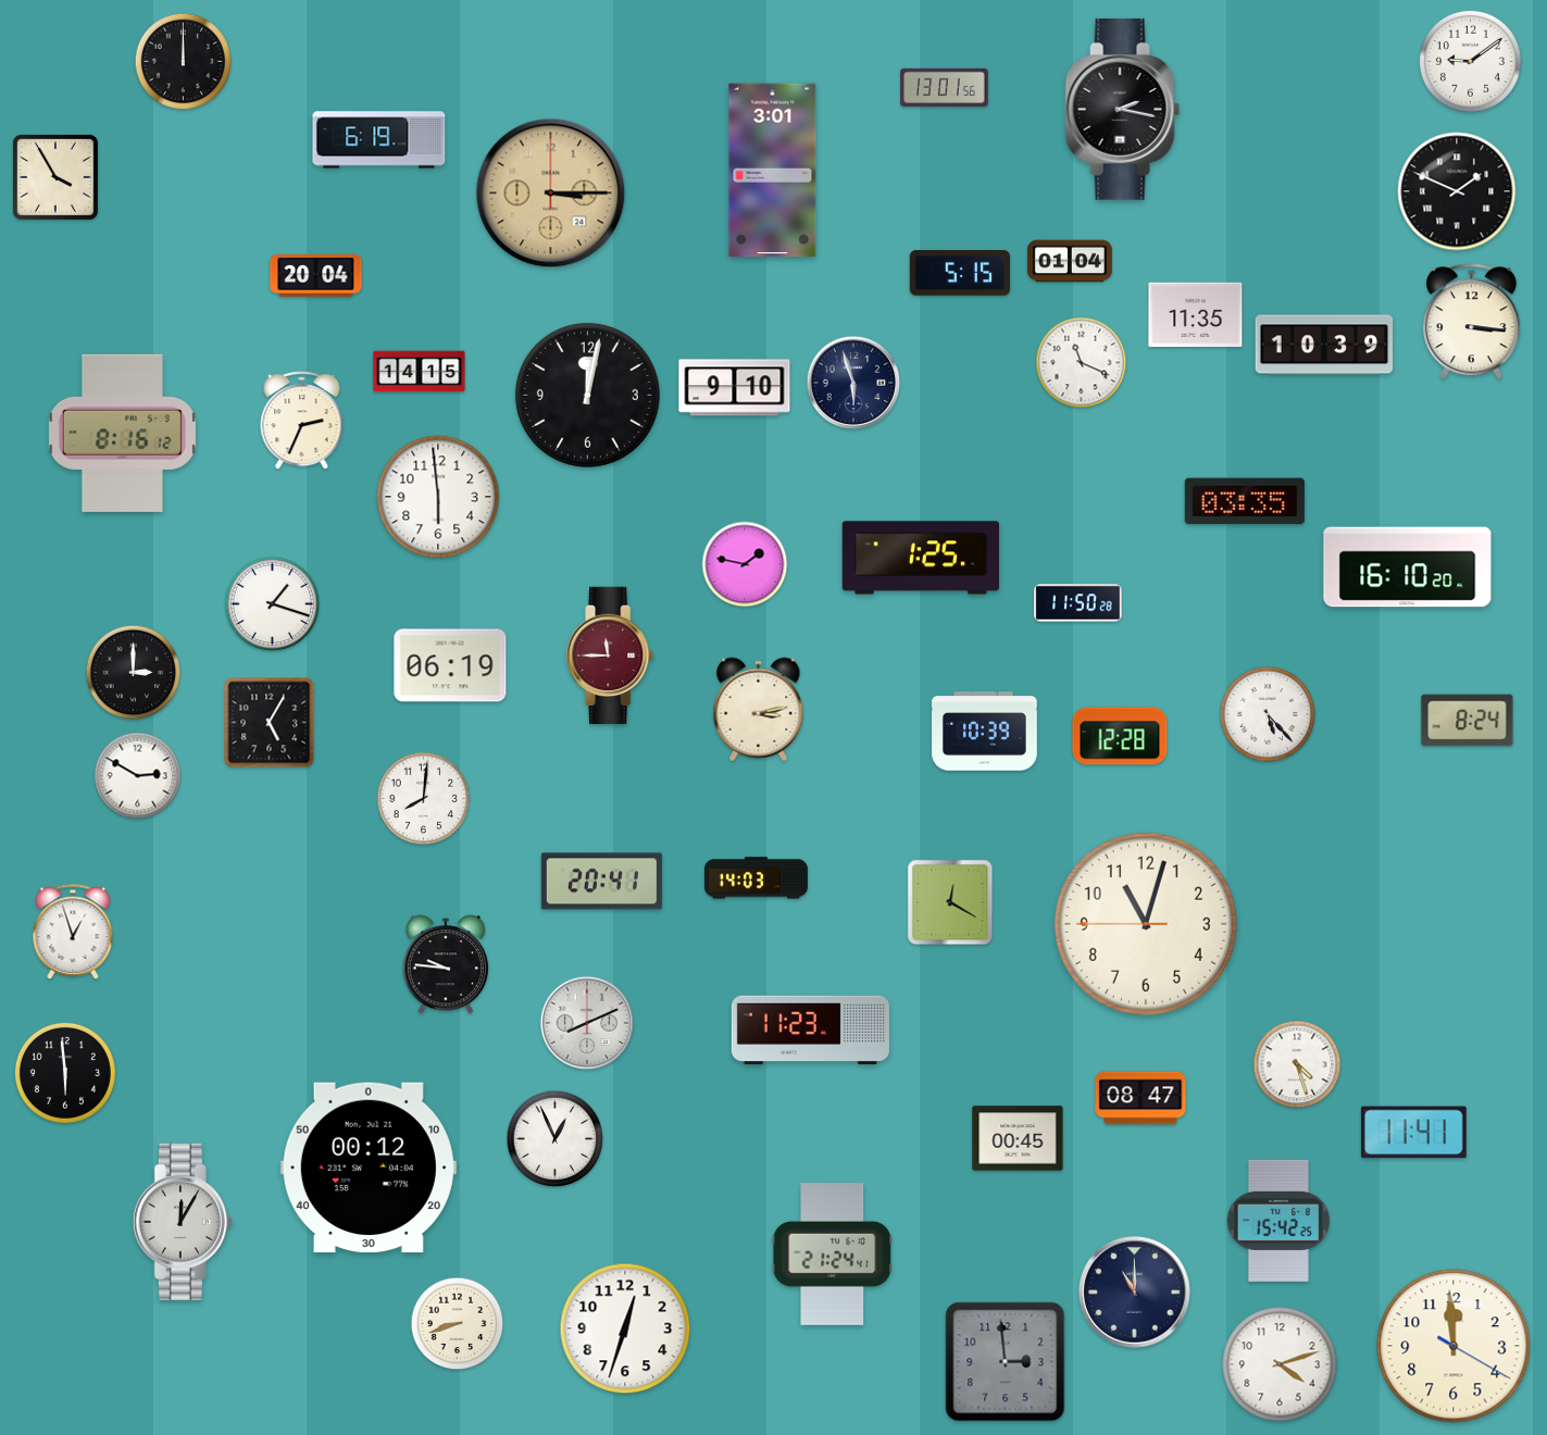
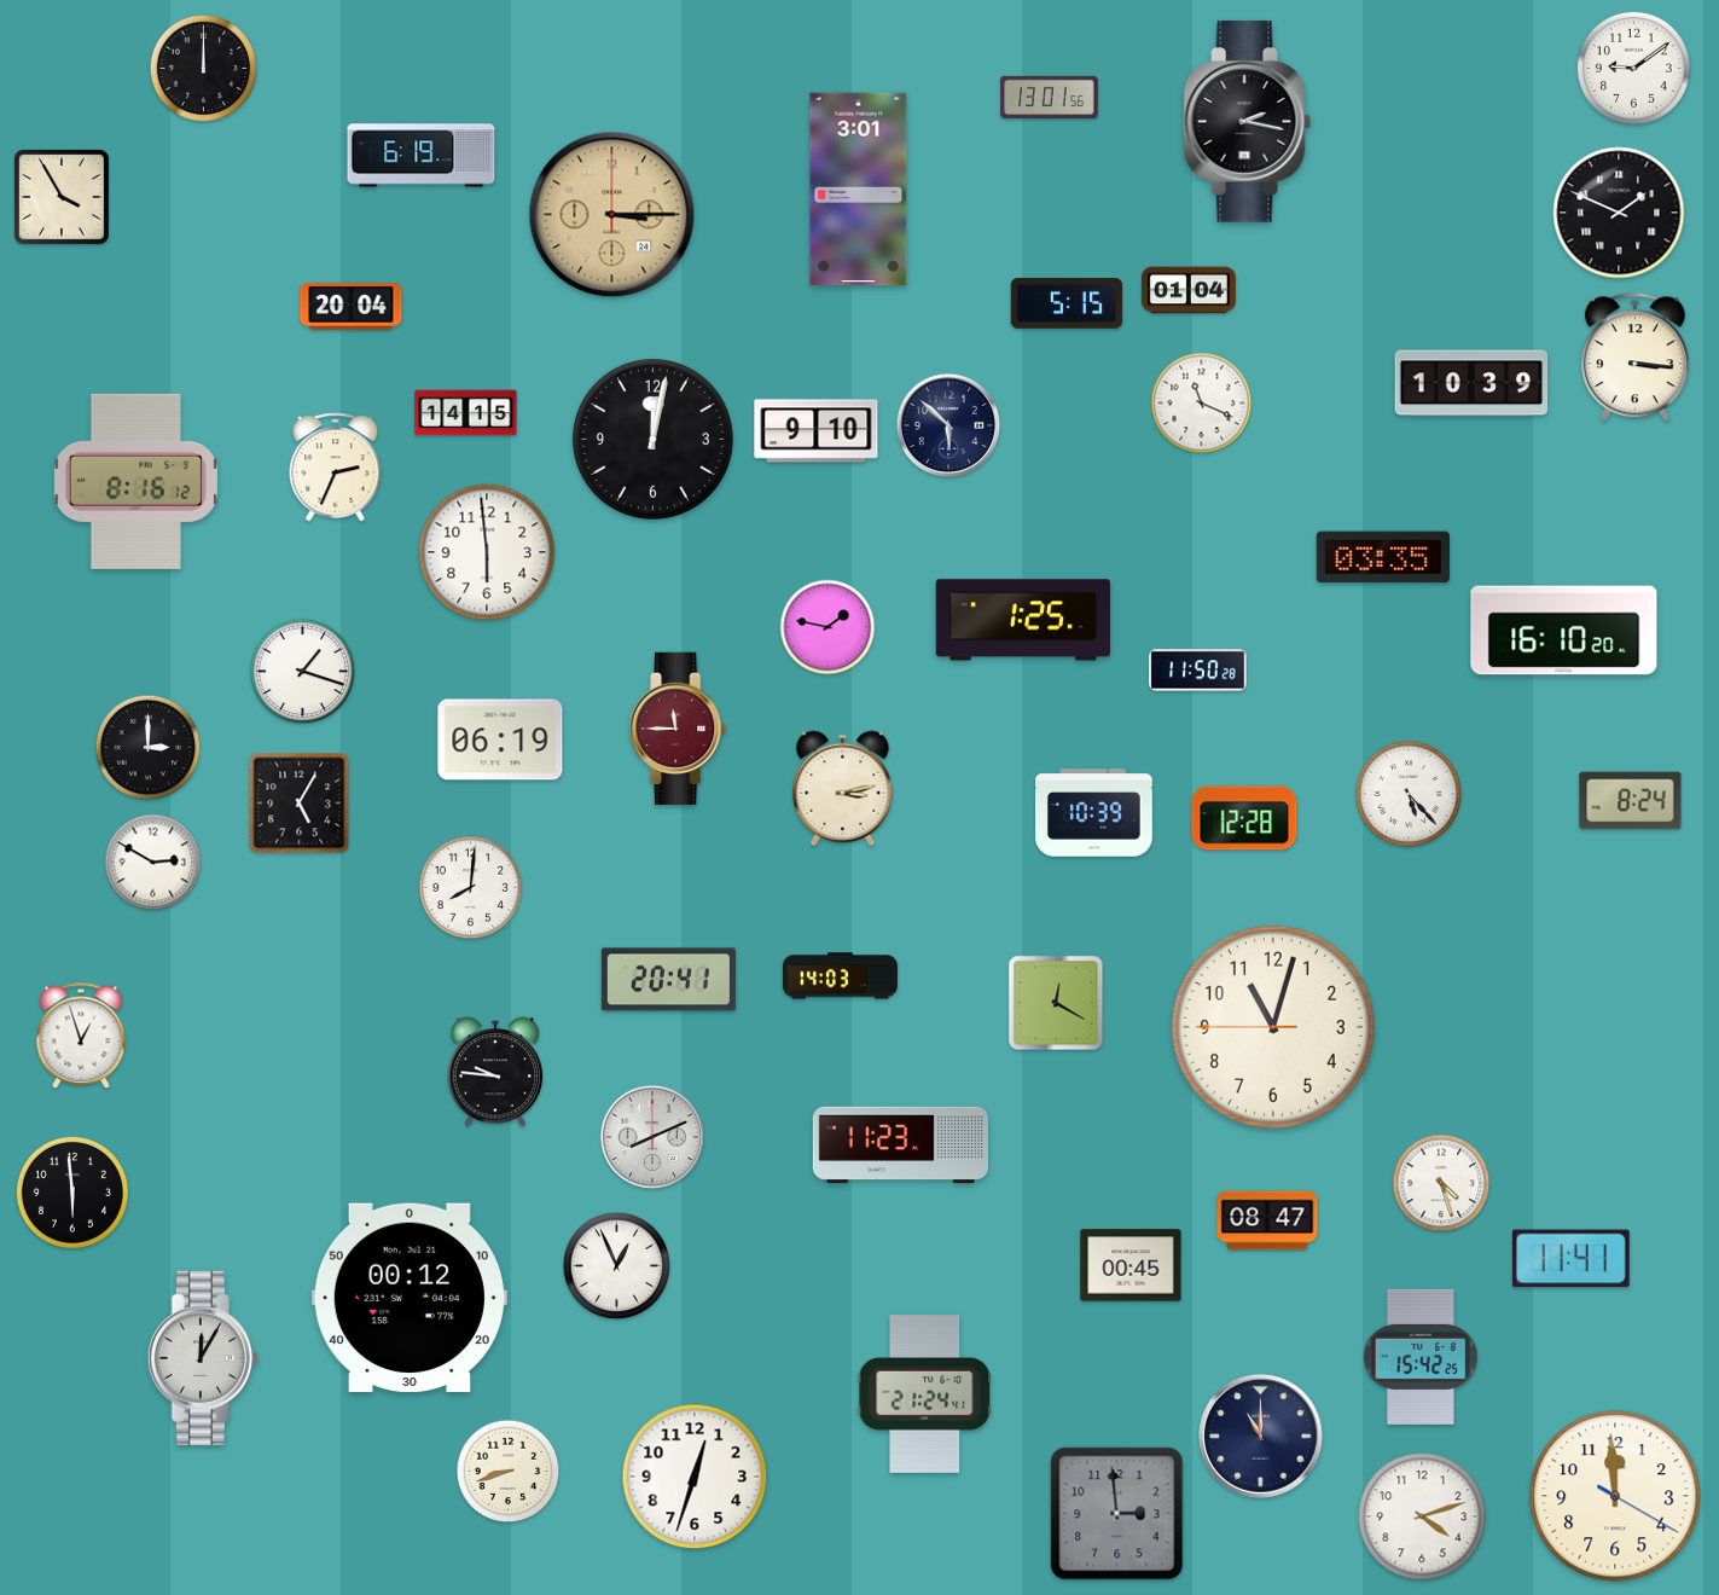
clock at (1196, 315): 11:35 -> none
clock at (853, 383): 5:57 -> 5:52
